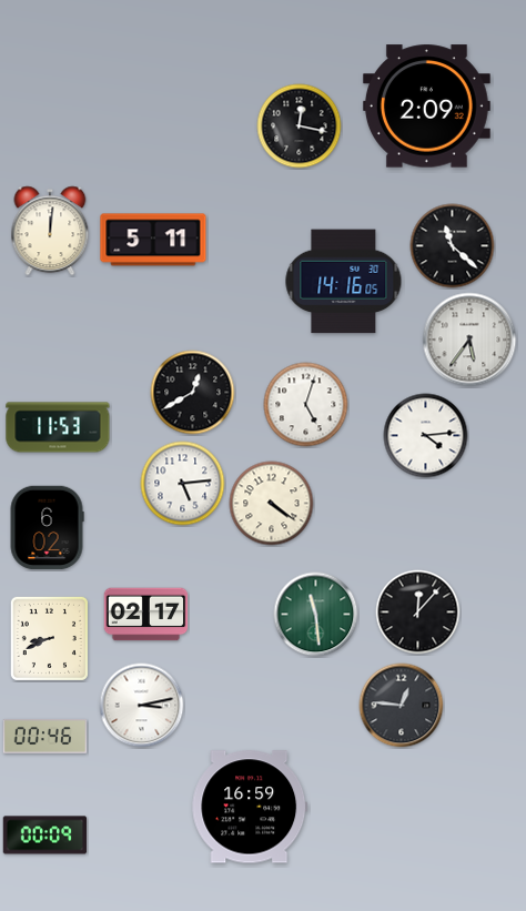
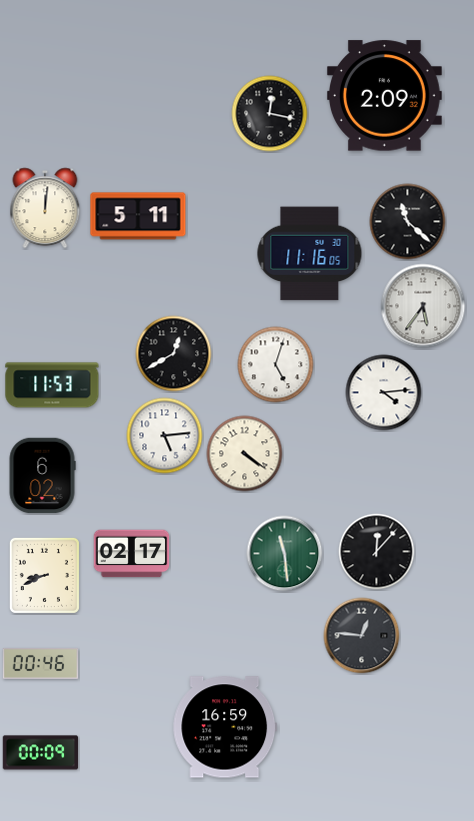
clock at (344, 282): 14:16 -> 11:16
clock at (142, 706): 3:13 -> none
